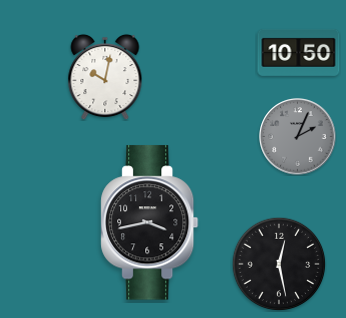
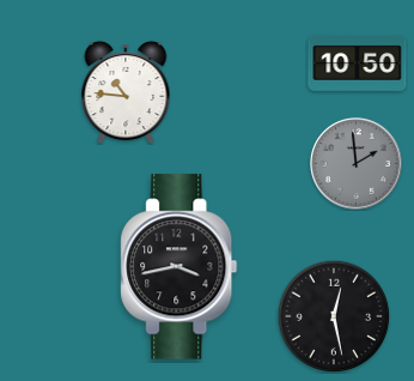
clock at (105, 77): 10:02 -> 10:46
clock at (298, 137): 2:04 -> 1:59
